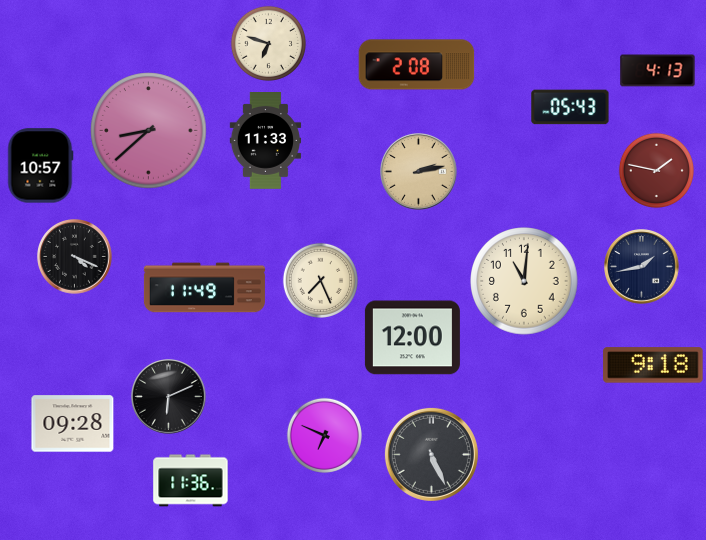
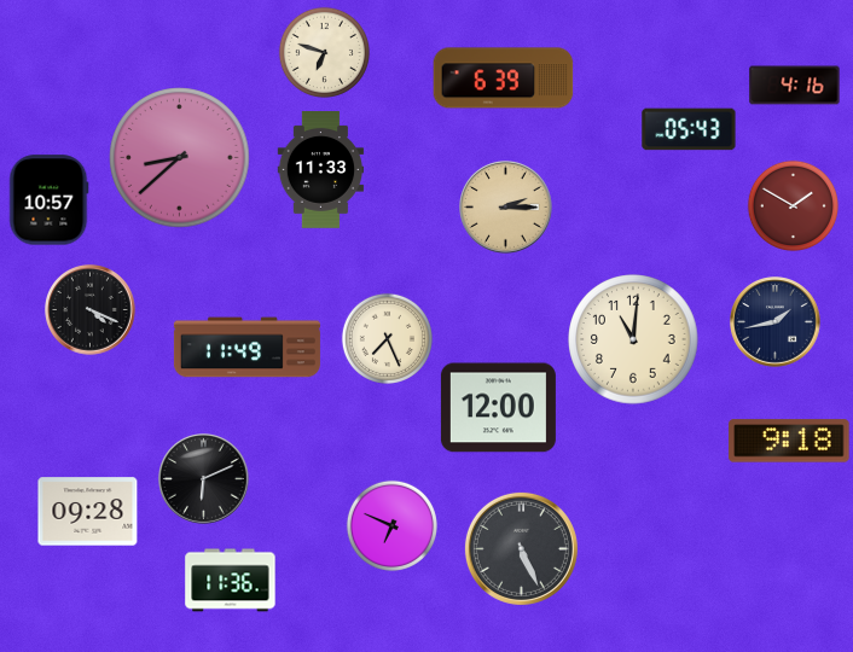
clock at (417, 65): 2:08 -> 6:39
clock at (658, 71): 4:13 -> 4:16
clock at (656, 170): 1:47 -> 1:50
clock at (419, 172): 2:13 -> 2:15
